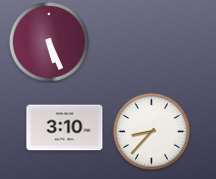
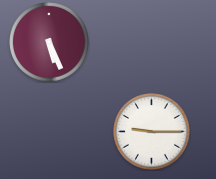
clock at (65, 128): 3:10 -> none
clock at (152, 132): 8:37 -> 9:15
